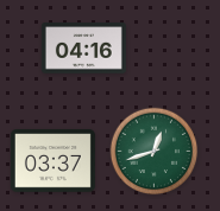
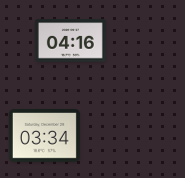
clock at (155, 152): 12:42 -> none
clock at (52, 161): 03:37 -> 03:34
